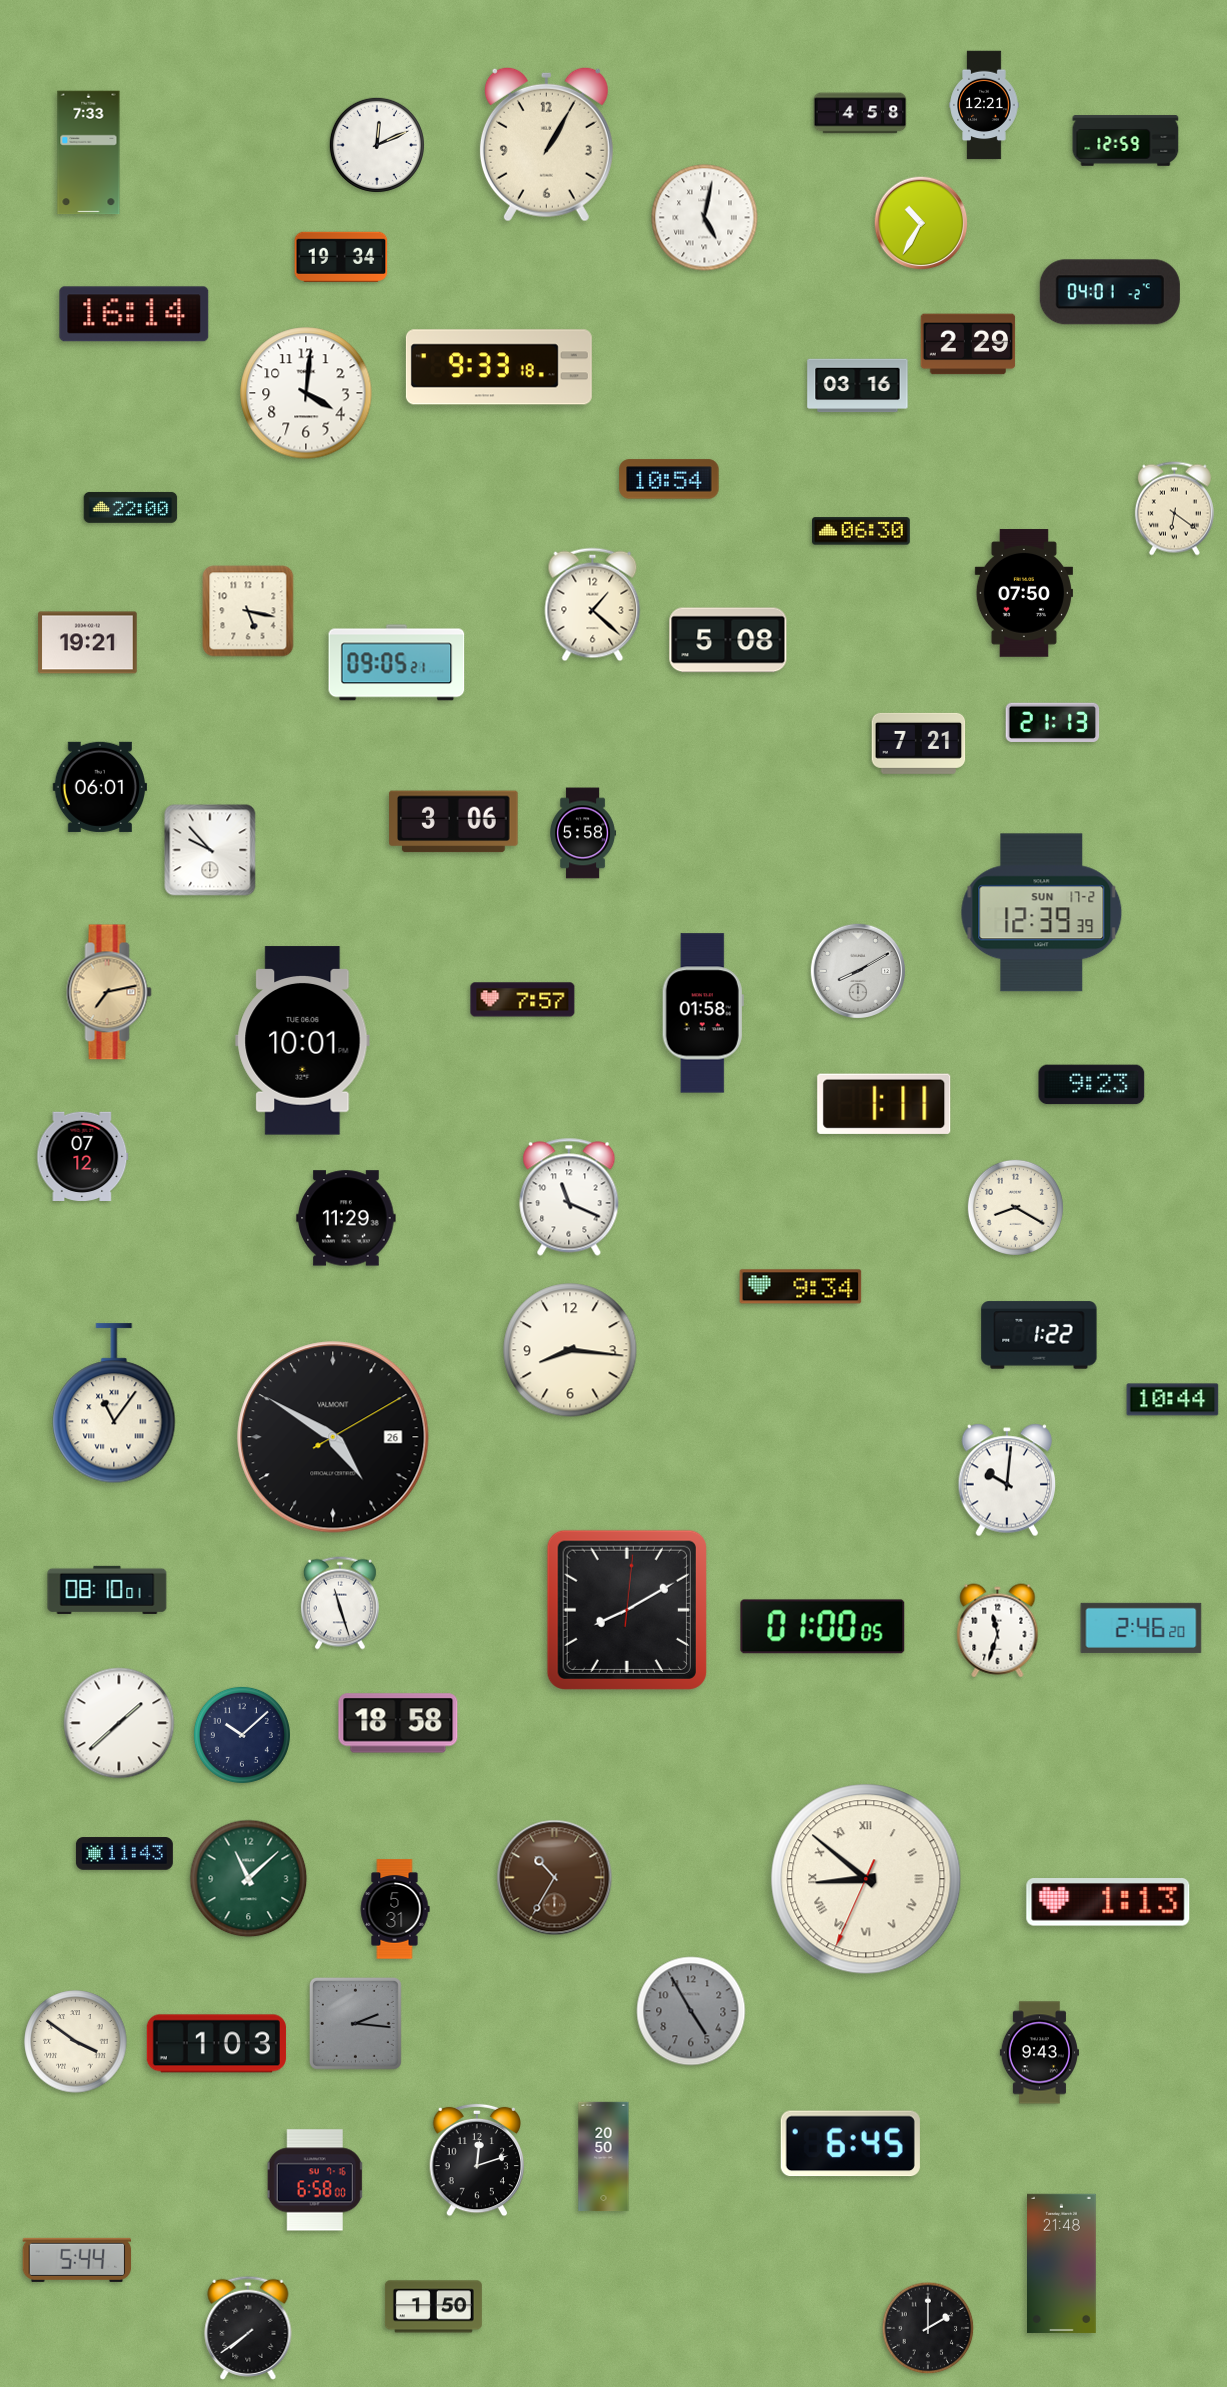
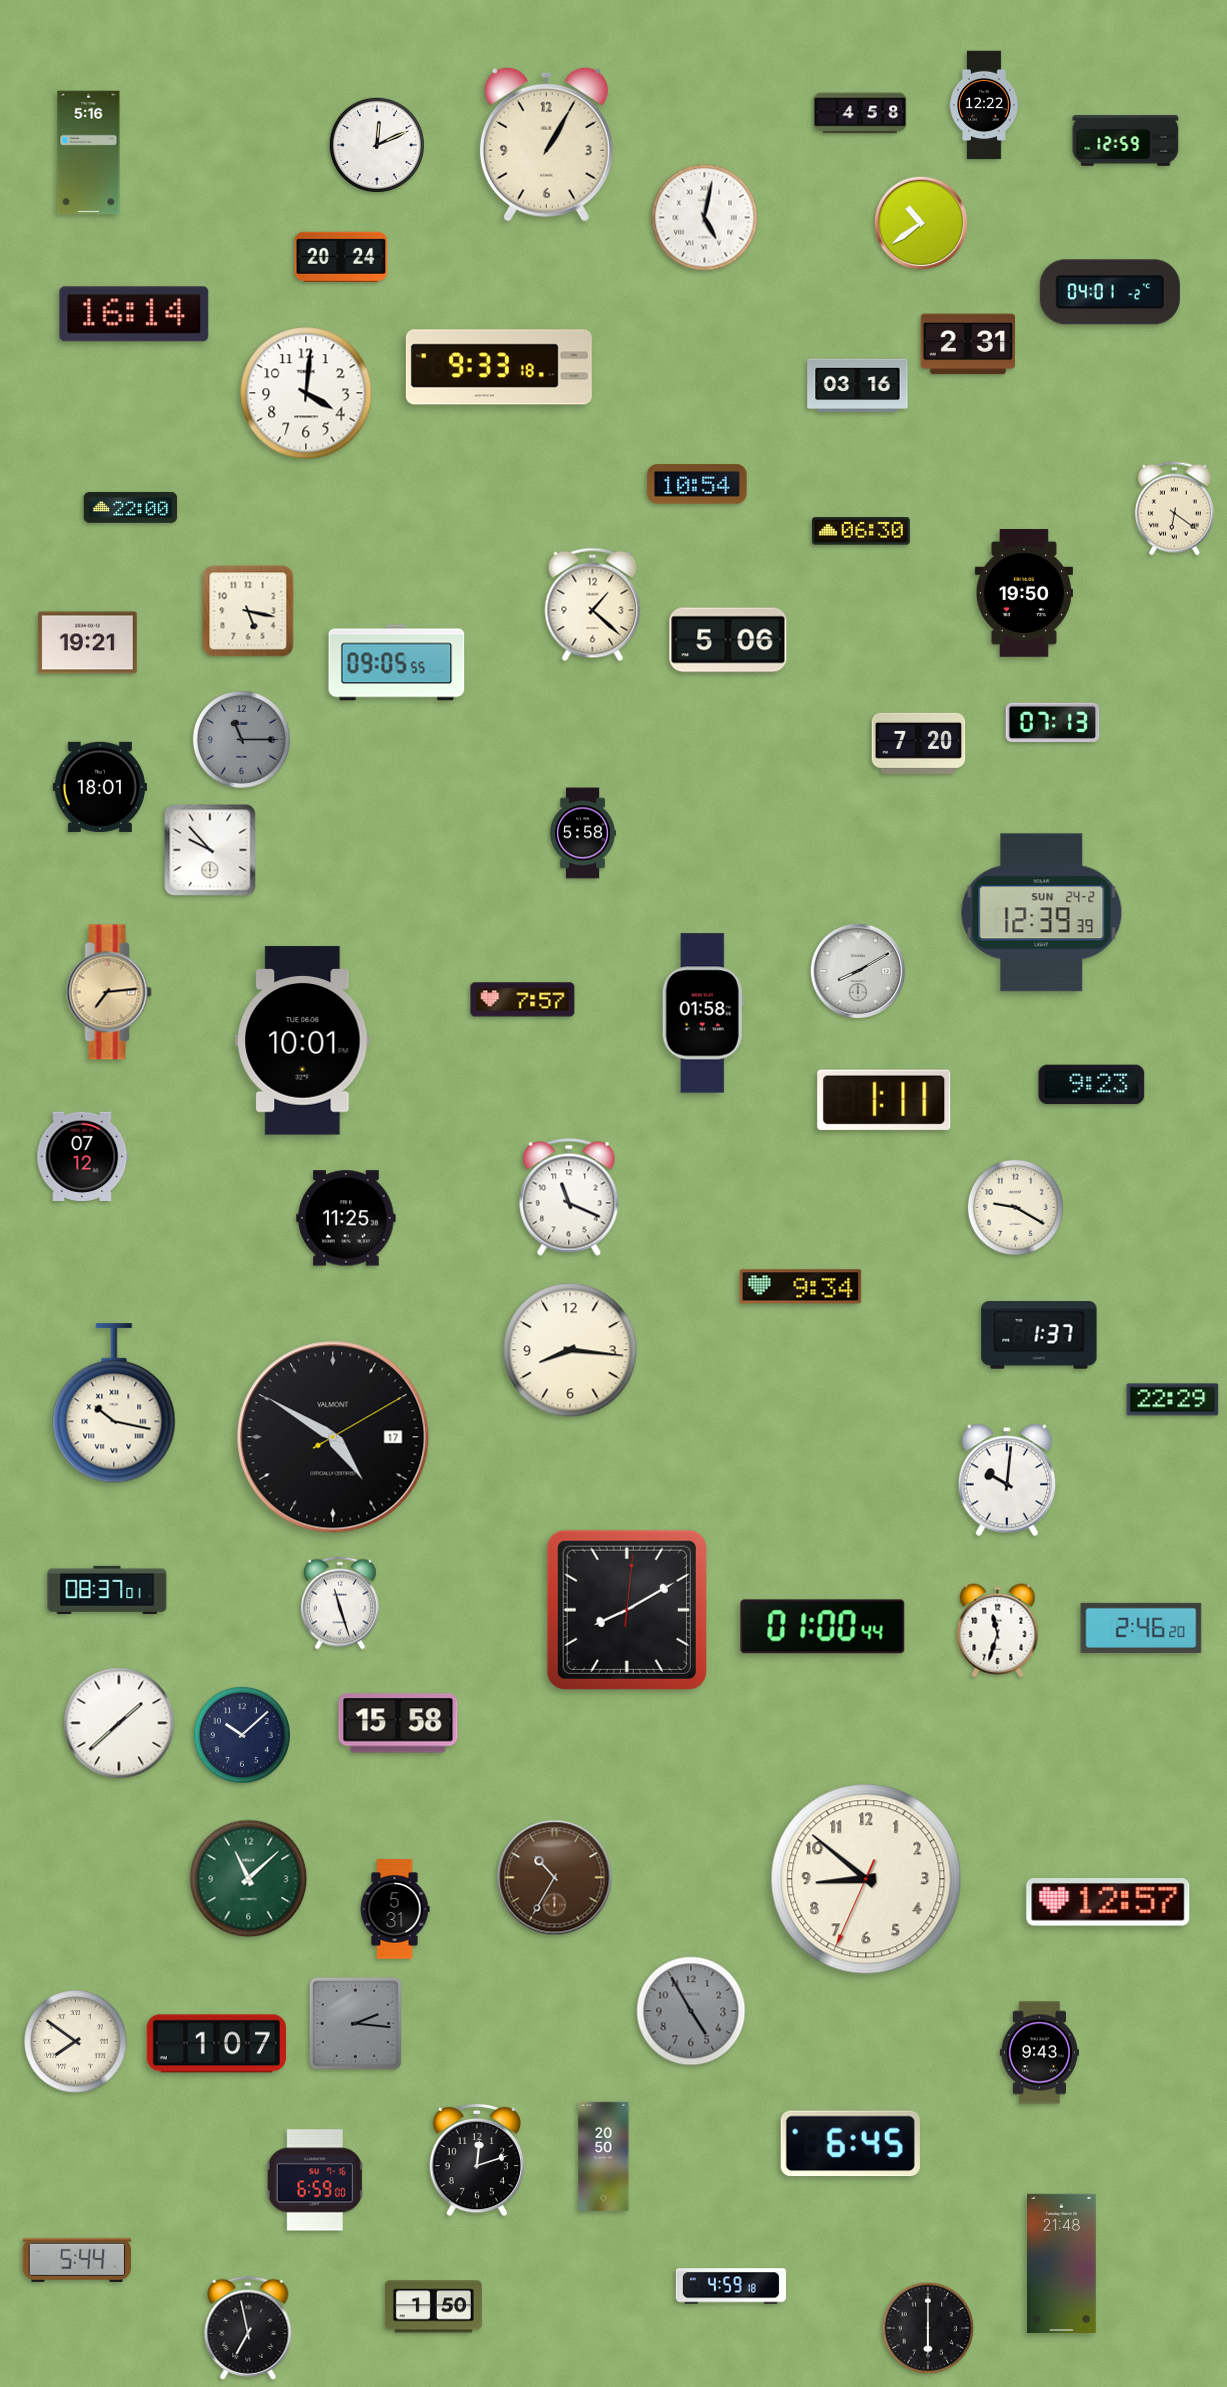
clock at (984, 105): 12:21 -> 12:22
clock at (89, 153): 7:33 -> 5:16
clock at (921, 223): 10:35 -> 10:39
clock at (341, 257): 19:34 -> 20:24
clock at (968, 344): 2:29 -> 2:31
clock at (669, 479) position: (669, 479) -> (697, 484)
clock at (1024, 593): 07:50 -> 19:50
clock at (728, 640): 5:08 -> 5:06
clock at (397, 663): 09:05:21 -> 09:05:55
clock at (1053, 722): 21:13 -> 07:13
clock at (241, 739): none -> 11:15
clock at (919, 743): 7:21 -> 7:20
clock at (99, 787): 06:01 -> 18:01
clock at (454, 822): 3:06 -> none
clock at (1042, 913) date: SUN 17-2 -> SUN 24-2
clock at (109, 992): 7:13 -> 7:14
clock at (884, 1104) position: (884, 1104) -> (884, 1100)
clock at (1015, 1207): 8:20 -> 9:20
clock at (346, 1218): 11:29 -> 11:25
clock at (1039, 1335): 1:22 -> 1:37
clock at (1173, 1400): 10:44 -> 22:29
clock at (114, 1404): 11:06 -> 10:17
clock at (333, 1437) date: 26 -> 17
clock at (107, 1590): 08:10 -> 08:37
clock at (823, 1627): 01:00:05 -> 01:00:44
clock at (398, 1723): 18:58 -> 15:58
clock at (124, 1854): 11:43 -> none
clock at (866, 1879) numerals: Roman -> Arabic
clock at (1108, 1903): 1:13 -> 12:57
clock at (76, 2042): 3:51 -> 7:51
clock at (216, 2044): 1:03 -> 1:07
clock at (315, 2180): 6:58 -> 6:59
clock at (731, 2286): none -> 4:59
clock at (248, 2328): 7:39 -> 6:58
clock at (928, 2328): 2:00 -> 6:00
